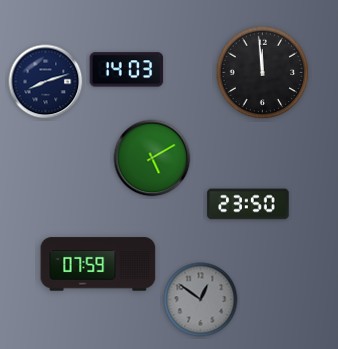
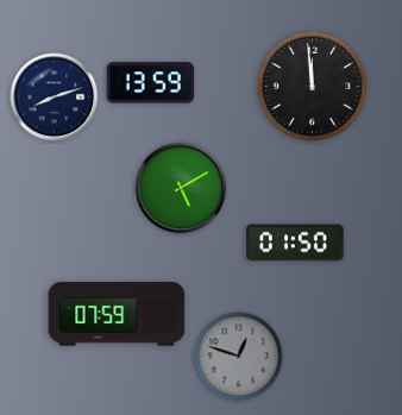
clock at (127, 70): 14:03 -> 13:59
clock at (248, 204): 23:50 -> 01:50
clock at (201, 300): 12:51 -> 12:48
